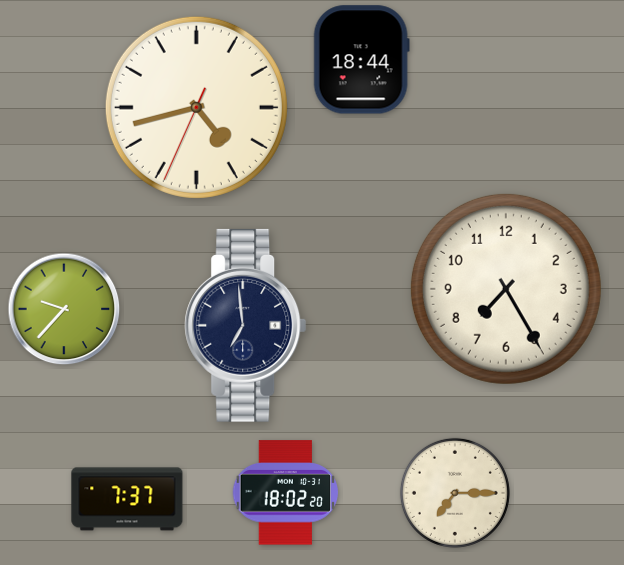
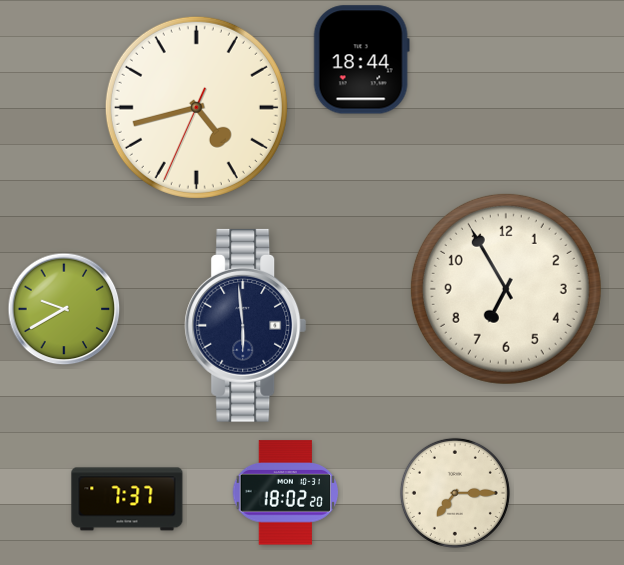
clock at (506, 289): 7:25 -> 6:55
clock at (64, 309): 9:37 -> 9:40
clock at (246, 325): 6:59 -> 5:59
